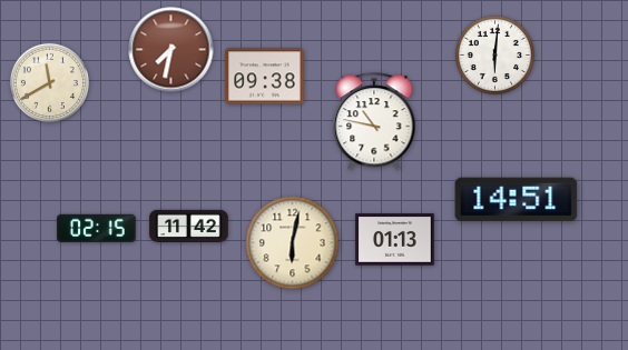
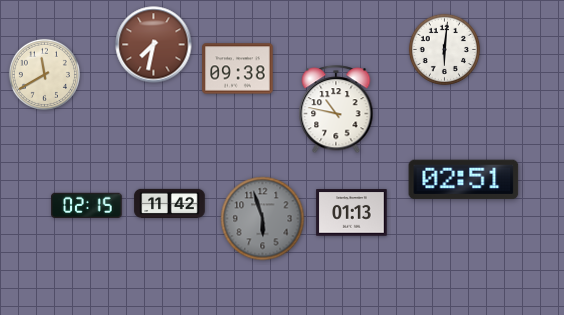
clock at (517, 200): 14:51 -> 02:51
clock at (395, 240) position: (395, 240) -> (352, 213)
clock at (293, 243): 6:02 -> 5:57
clock at (293, 243) dial: cream -> grey
